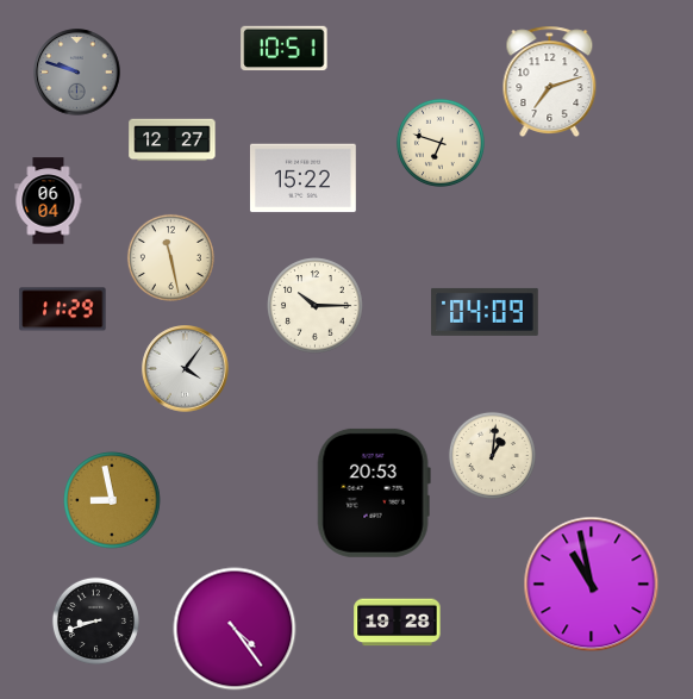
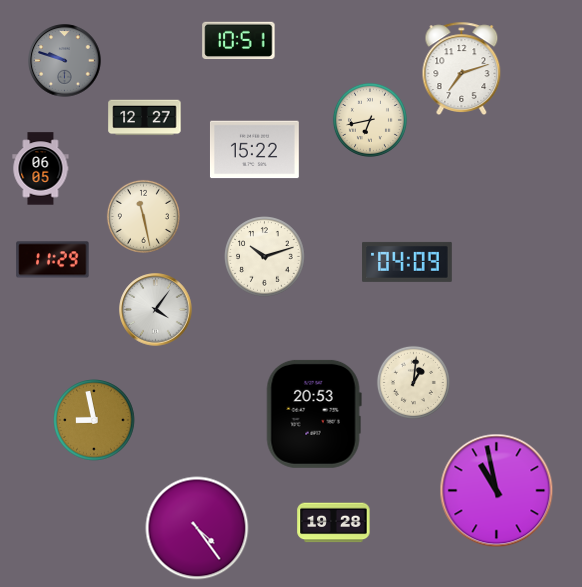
clock at (441, 143): 6:48 -> 6:43
clock at (49, 201): 06:04 -> 06:05
clock at (316, 306): 10:15 -> 10:12
clock at (95, 620): 8:42 -> none
